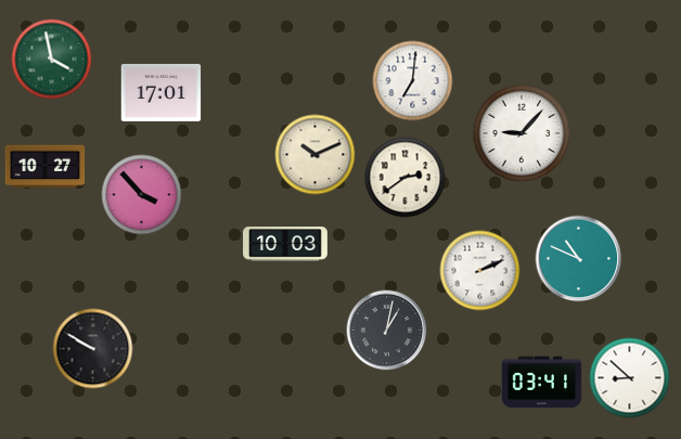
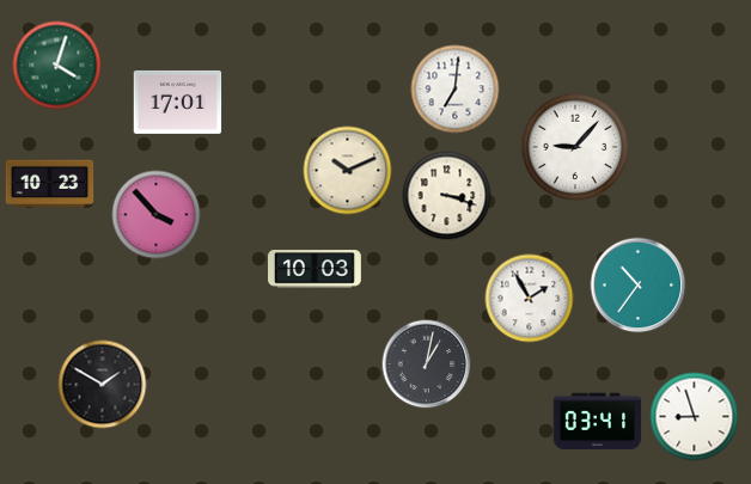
clock at (52, 60): 3:58 -> 4:03
clock at (46, 167): 10:27 -> 10:23
clock at (406, 178): 2:39 -> 3:18
clock at (579, 259): 10:49 -> 10:36
clock at (480, 271): 2:11 -> 1:55
clock at (93, 349): 9:50 -> 1:50
clock at (630, 378): 8:52 -> 8:57
